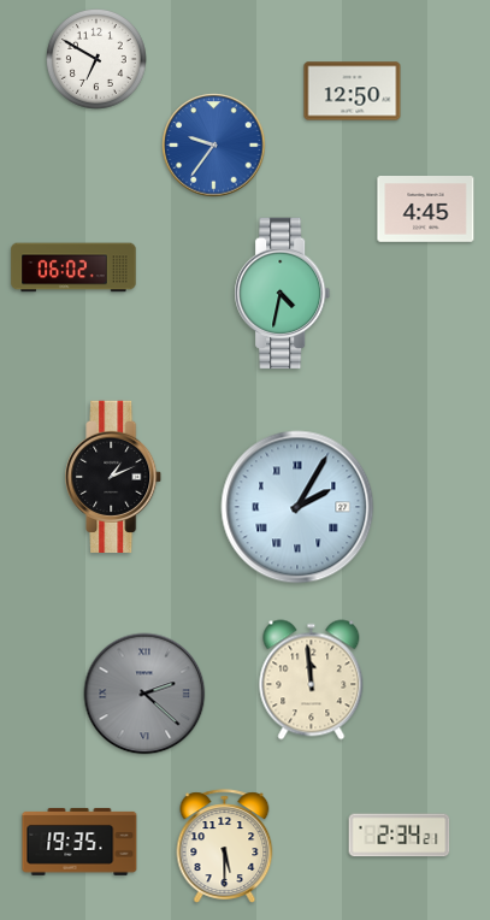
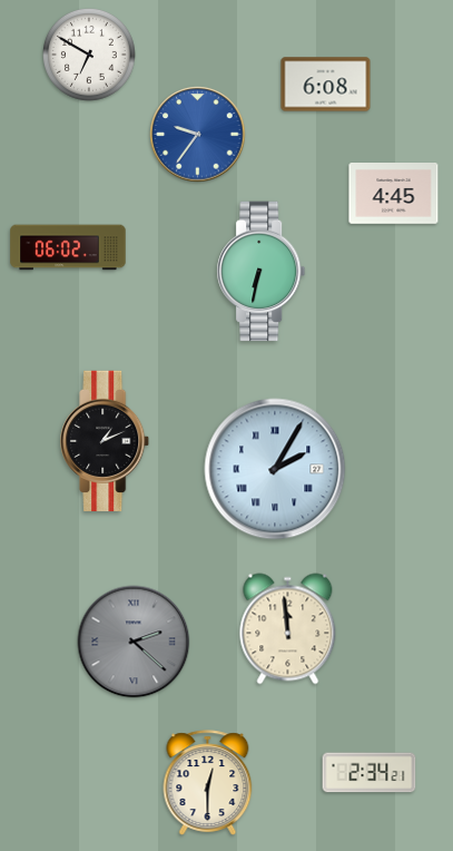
clock at (353, 92): 12:50 -> 6:08
clock at (283, 294): 4:32 -> 6:32
clock at (79, 842): 19:35 -> none
clock at (225, 847): 5:30 -> 12:30
